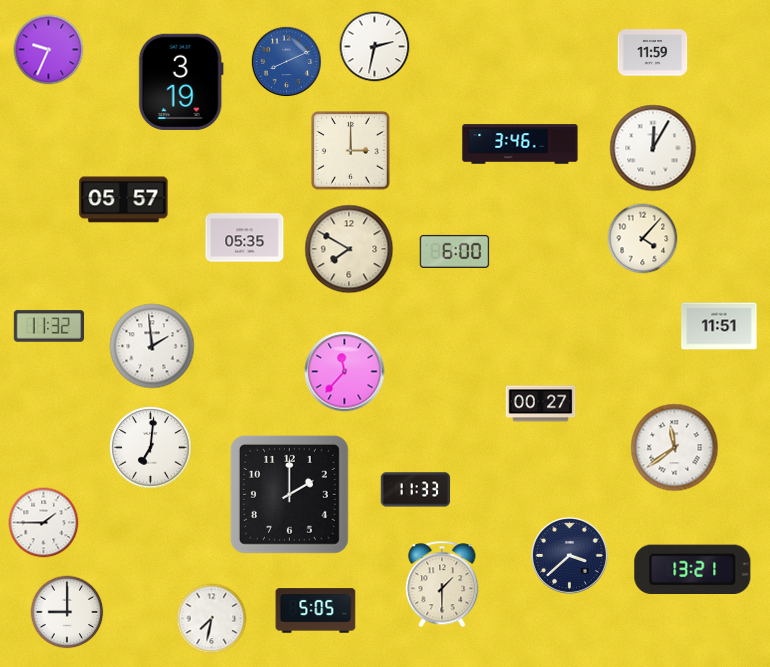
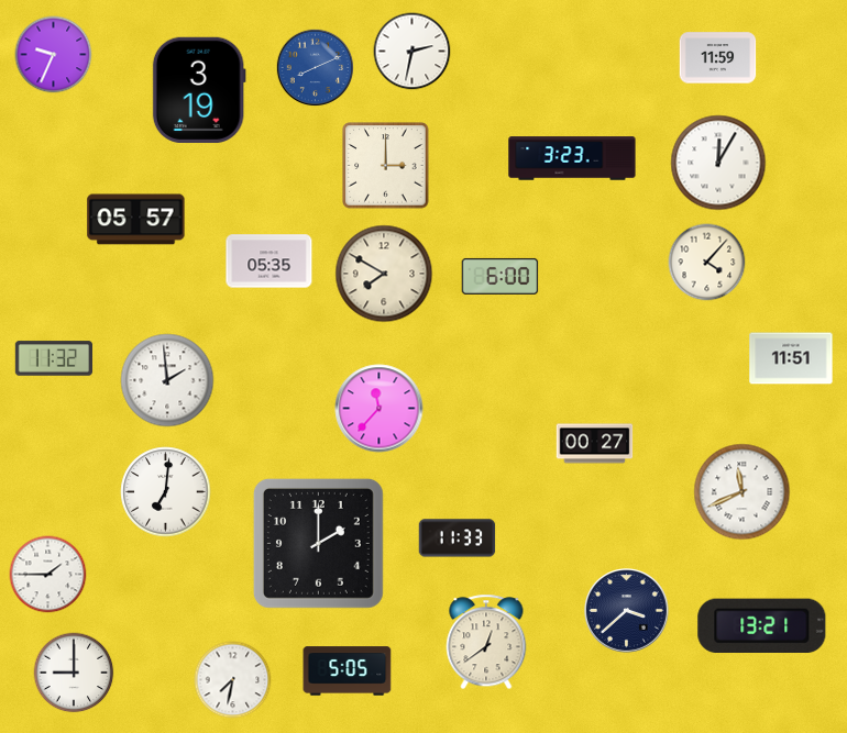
clock at (520, 144): 3:46 -> 3:23
clock at (675, 448): 11:39 -> 11:41
clock at (442, 584): 1:30 -> 12:39
